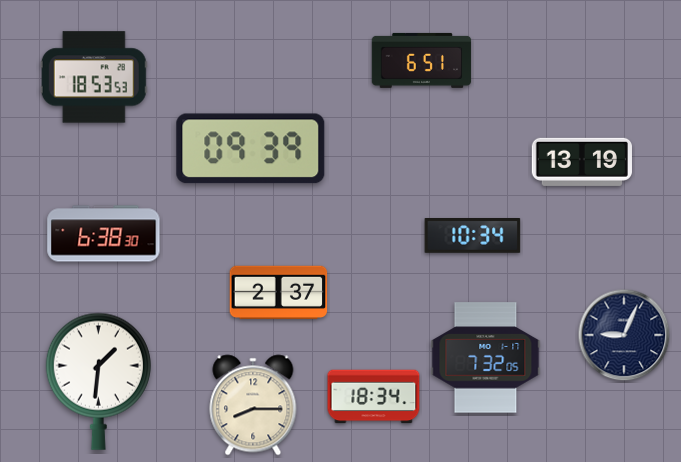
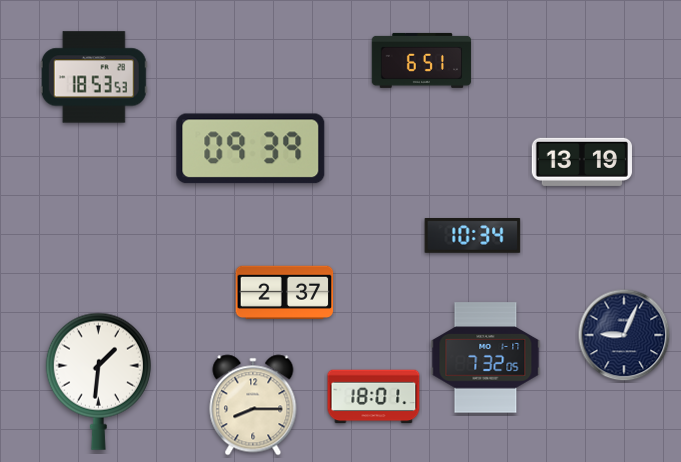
clock at (104, 234): 6:38 -> none
clock at (279, 293) position: (279, 293) -> (285, 293)
clock at (374, 397): 18:34 -> 18:01
